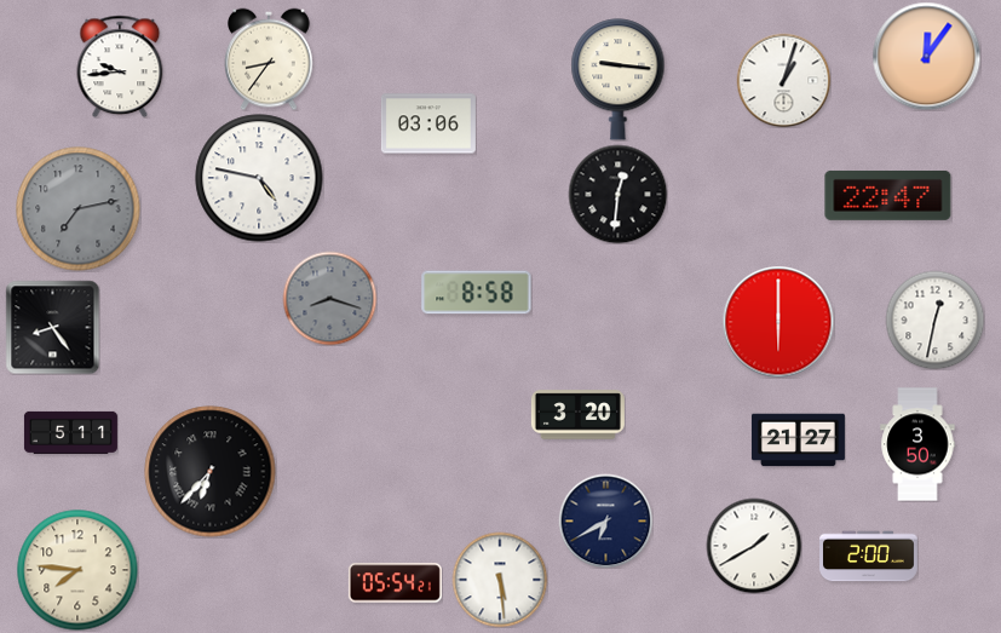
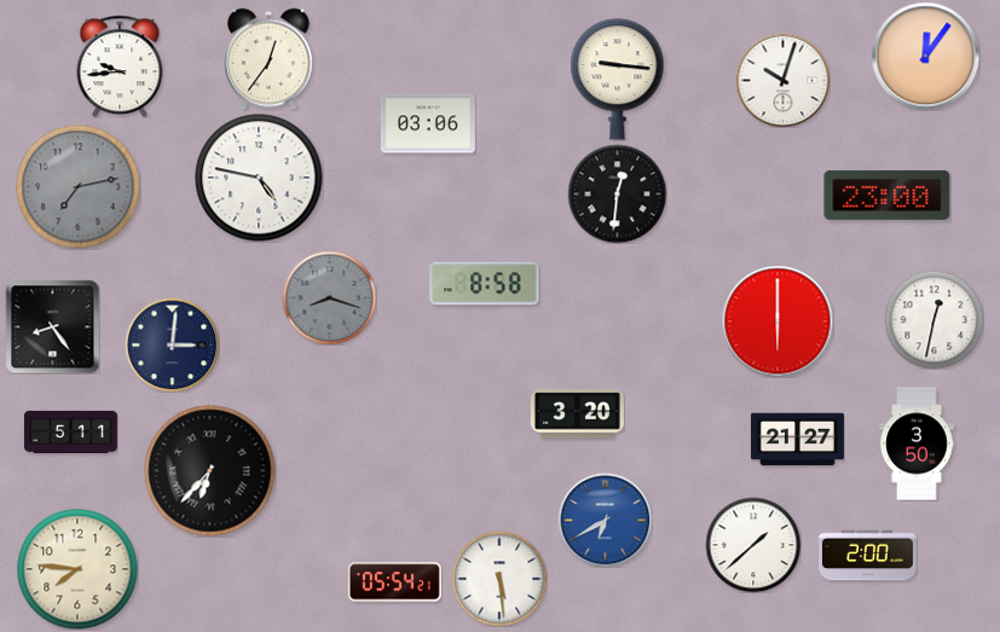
clock at (269, 59): 8:36 -> 12:36
clock at (783, 80): 1:03 -> 10:03
clock at (888, 195): 22:47 -> 23:00
clock at (79, 209) position: (79, 209) -> (79, 187)
clock at (477, 293) position: (477, 293) -> (485, 284)
clock at (172, 344): none -> 3:01
clock at (605, 520) dial: navy -> blue
clock at (754, 546): 1:40 -> 1:38
